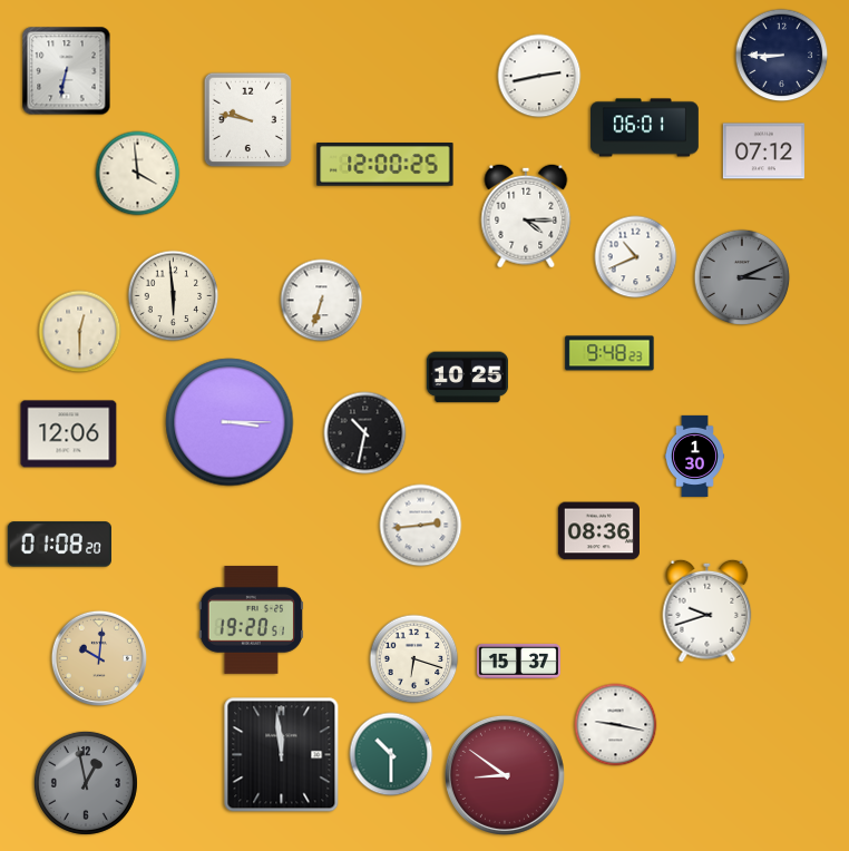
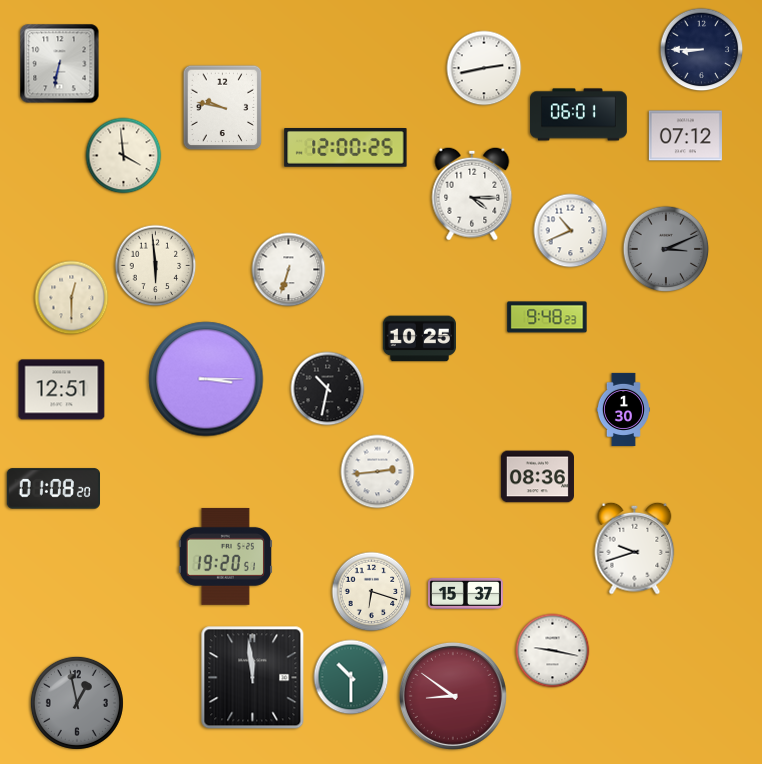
clock at (69, 434): 12:06 -> 12:51
clock at (98, 657): 10:01 -> none
